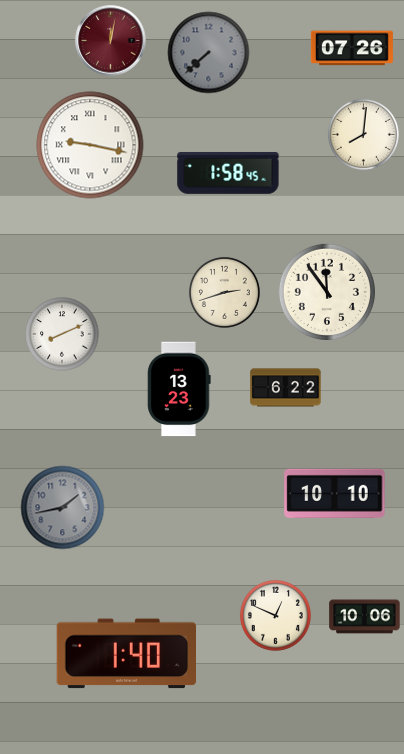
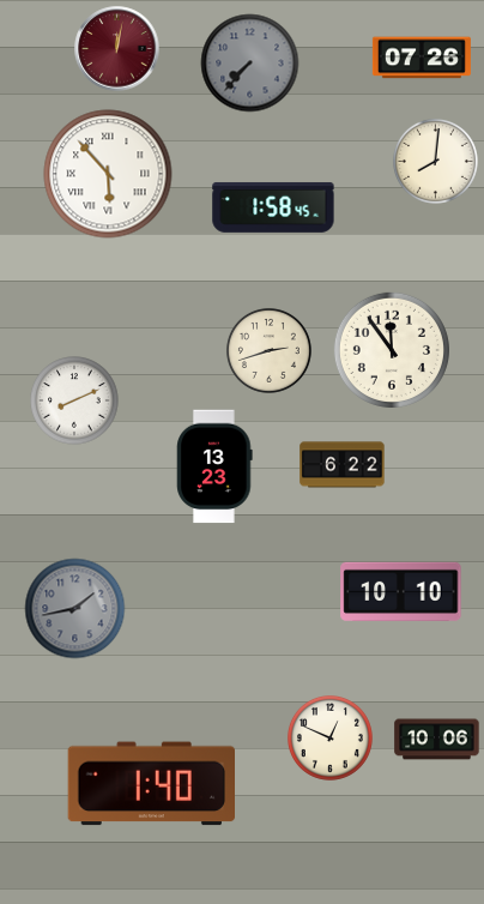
clock at (111, 41) position: (111, 41) -> (117, 49)
clock at (209, 53): 7:38 -> 7:37
clock at (90, 145): 9:17 -> 5:53
